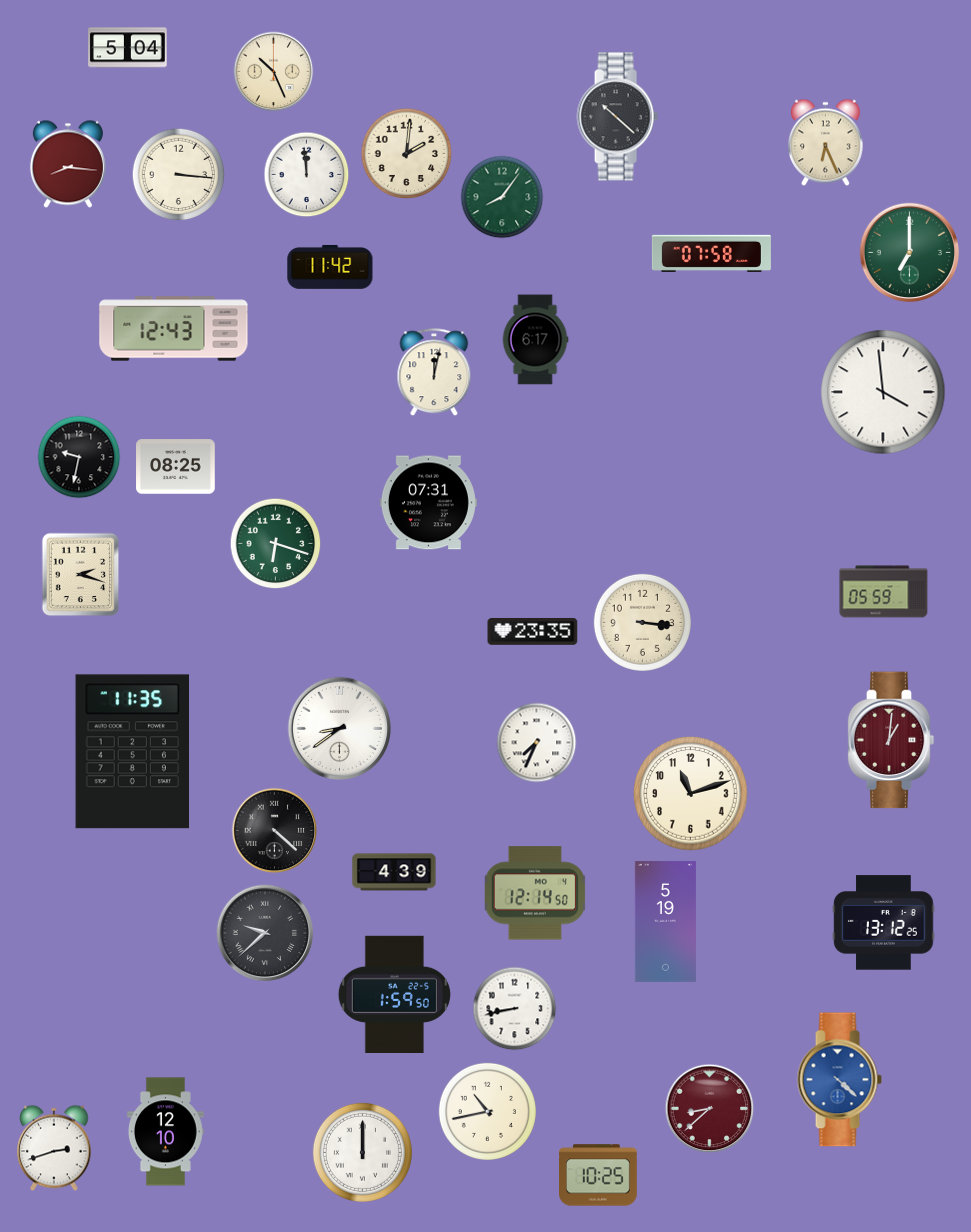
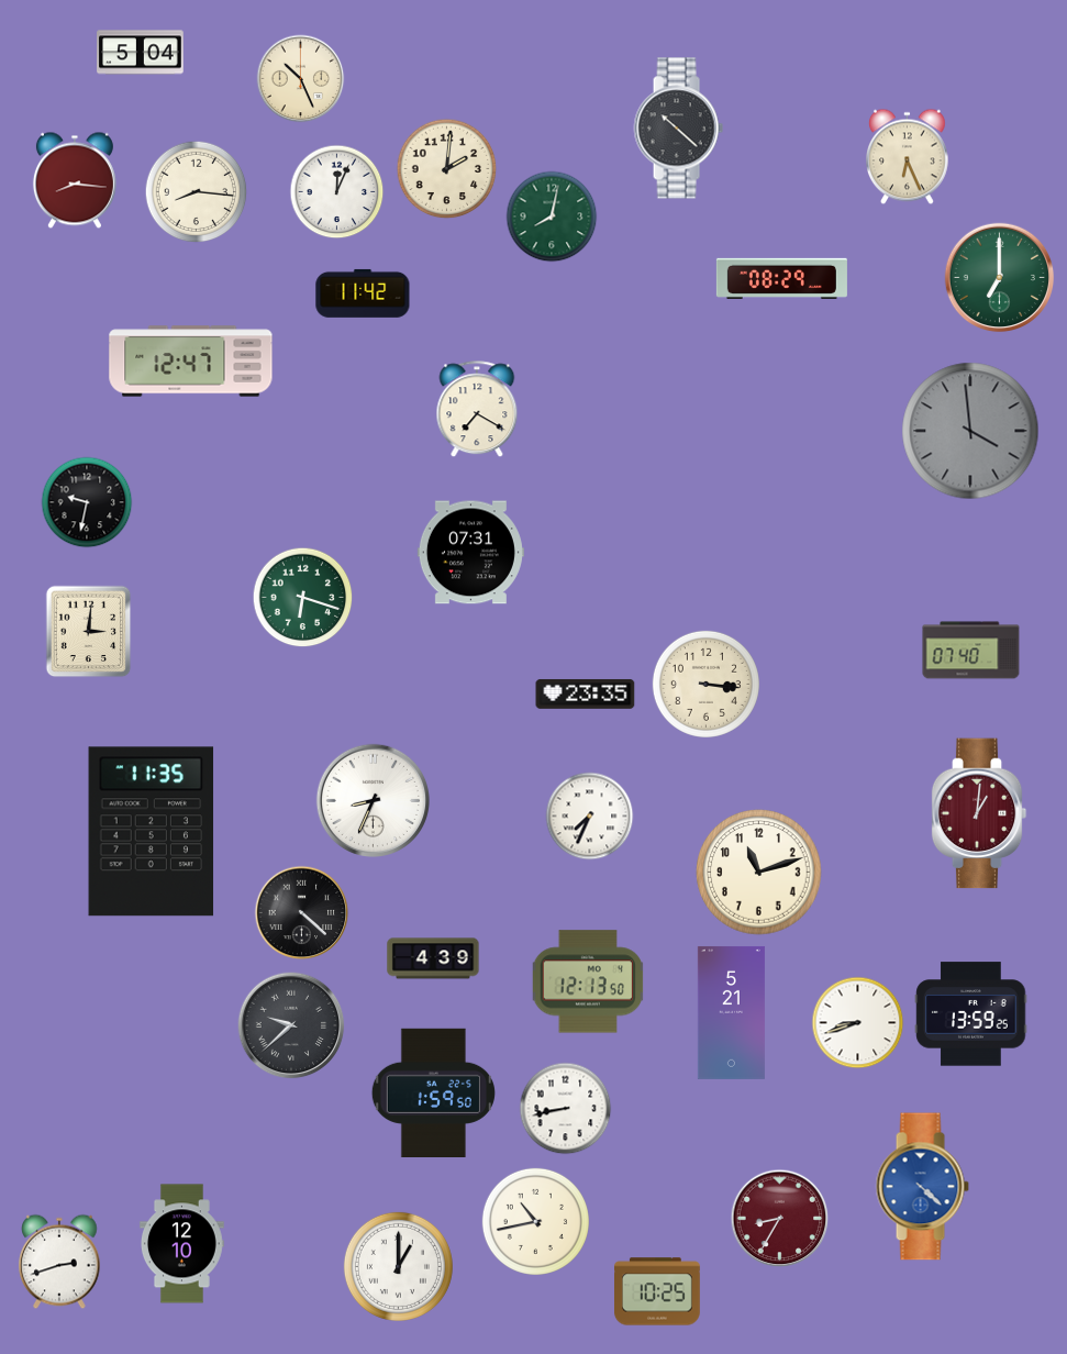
clock at (179, 175): 3:16 -> 8:16
clock at (307, 175): 11:59 -> 12:04
clock at (502, 197): 8:06 -> 8:02
clock at (711, 253): 07:58 -> 08:29
clock at (174, 329): 12:43 -> 12:47
clock at (535, 340): 6:17 -> none
clock at (434, 373): 12:02 -> 7:20
clock at (883, 392) dial: white -> grey
clock at (176, 467): 08:25 -> none
clock at (81, 575): 2:18 -> 3:01
clock at (884, 592): 05:59 -> 07:40
clock at (339, 728): 8:39 -> 8:34
clock at (133, 752) position: (133, 752) -> (152, 832)
clock at (534, 893): 12:14 -> 12:13
clock at (665, 921): 5:19 -> 5:21
clock at (884, 923): 13:12 -> 13:59
clock at (858, 1023): none -> 8:42
clock at (710, 1109): 8:38 -> 8:35
clock at (362, 1152): 12:00 -> 1:00
